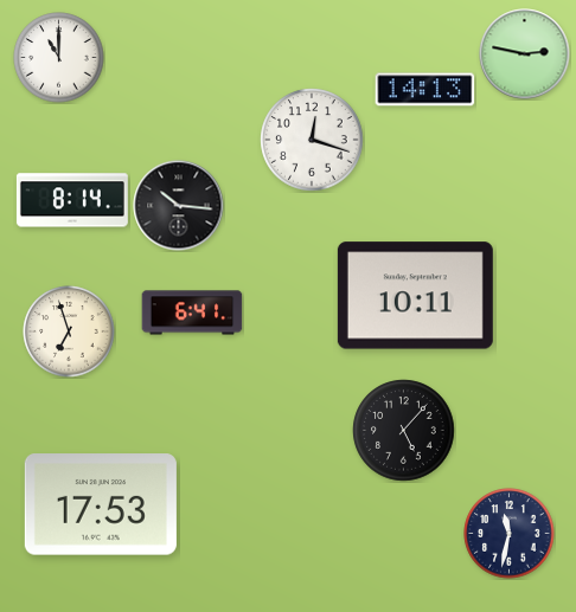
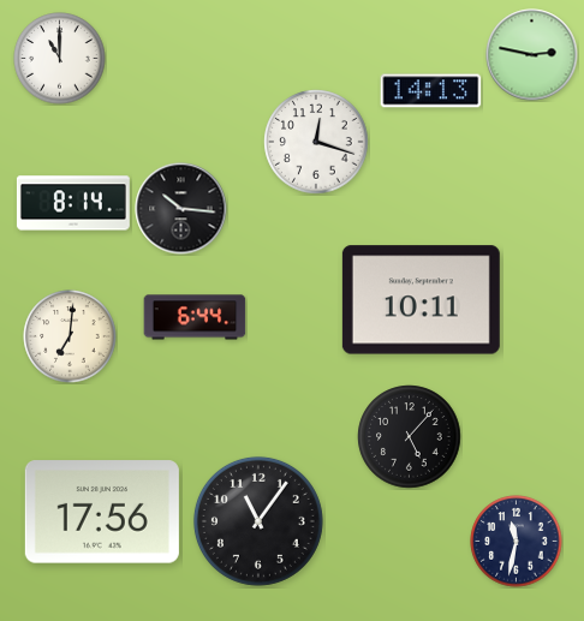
clock at (192, 313): 6:41 -> 6:44
clock at (69, 331): 6:57 -> 7:01
clock at (101, 504): 17:53 -> 17:56
clock at (258, 521): none -> 11:06
